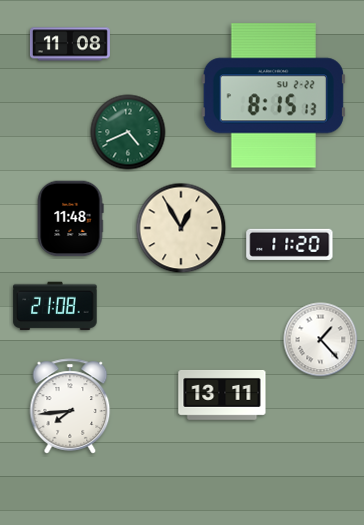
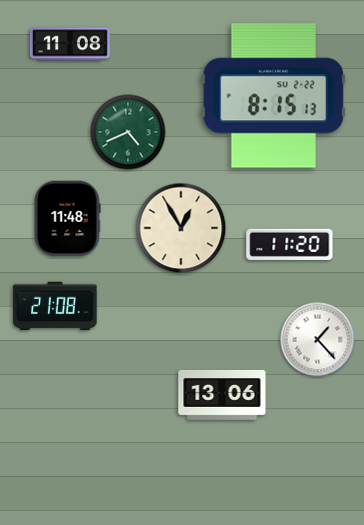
clock at (70, 219) position: (70, 219) -> (67, 219)
clock at (321, 340) position: (321, 340) -> (318, 340)
clock at (222, 395): 13:11 -> 13:06
clock at (70, 406): 7:44 -> none
